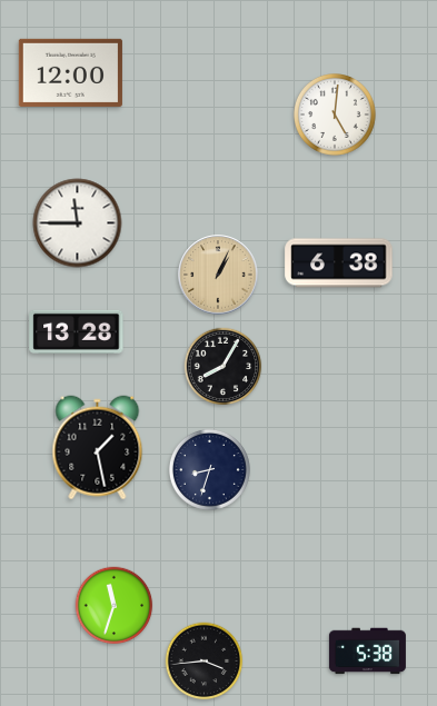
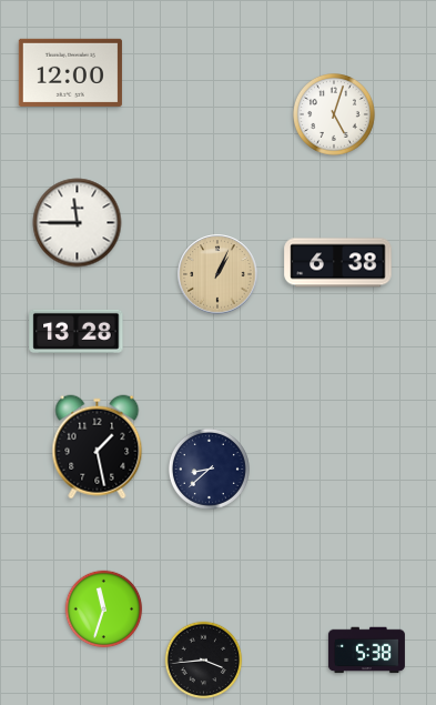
clock at (336, 116): 5:01 -> 5:03
clock at (224, 367): 8:05 -> none
clock at (209, 469): 8:33 -> 8:38
clock at (115, 606) position: (115, 606) -> (104, 610)
